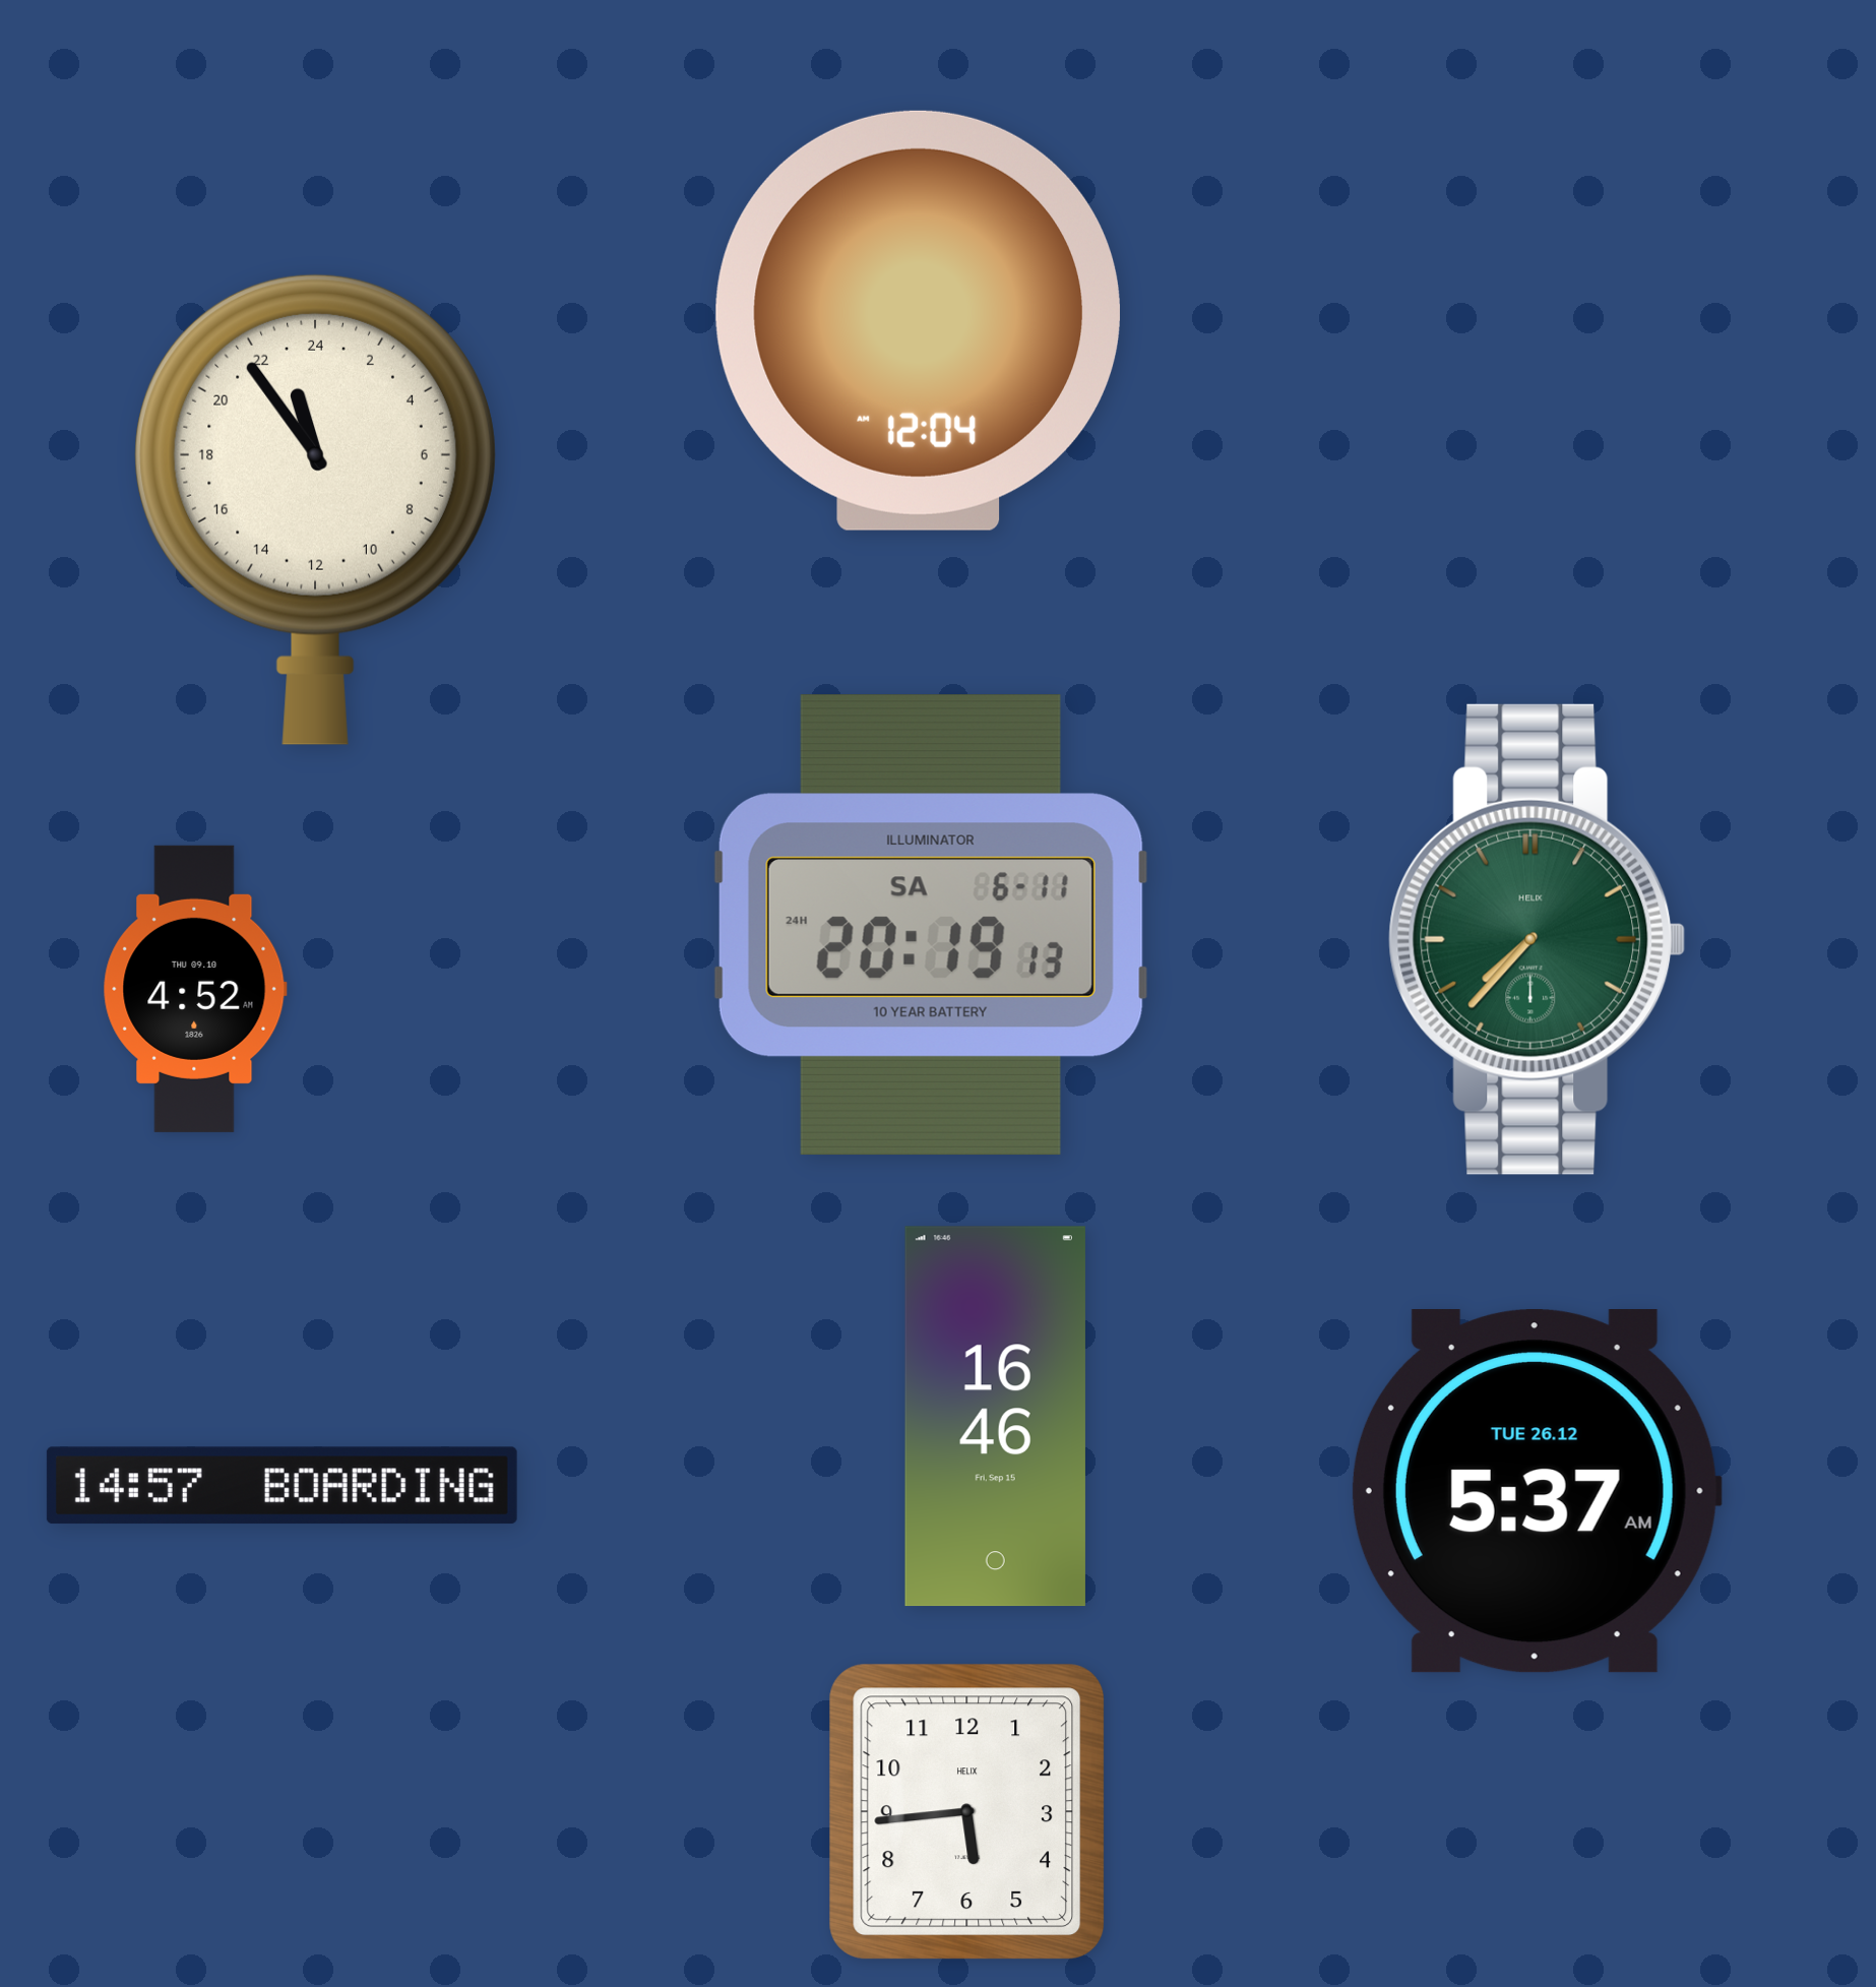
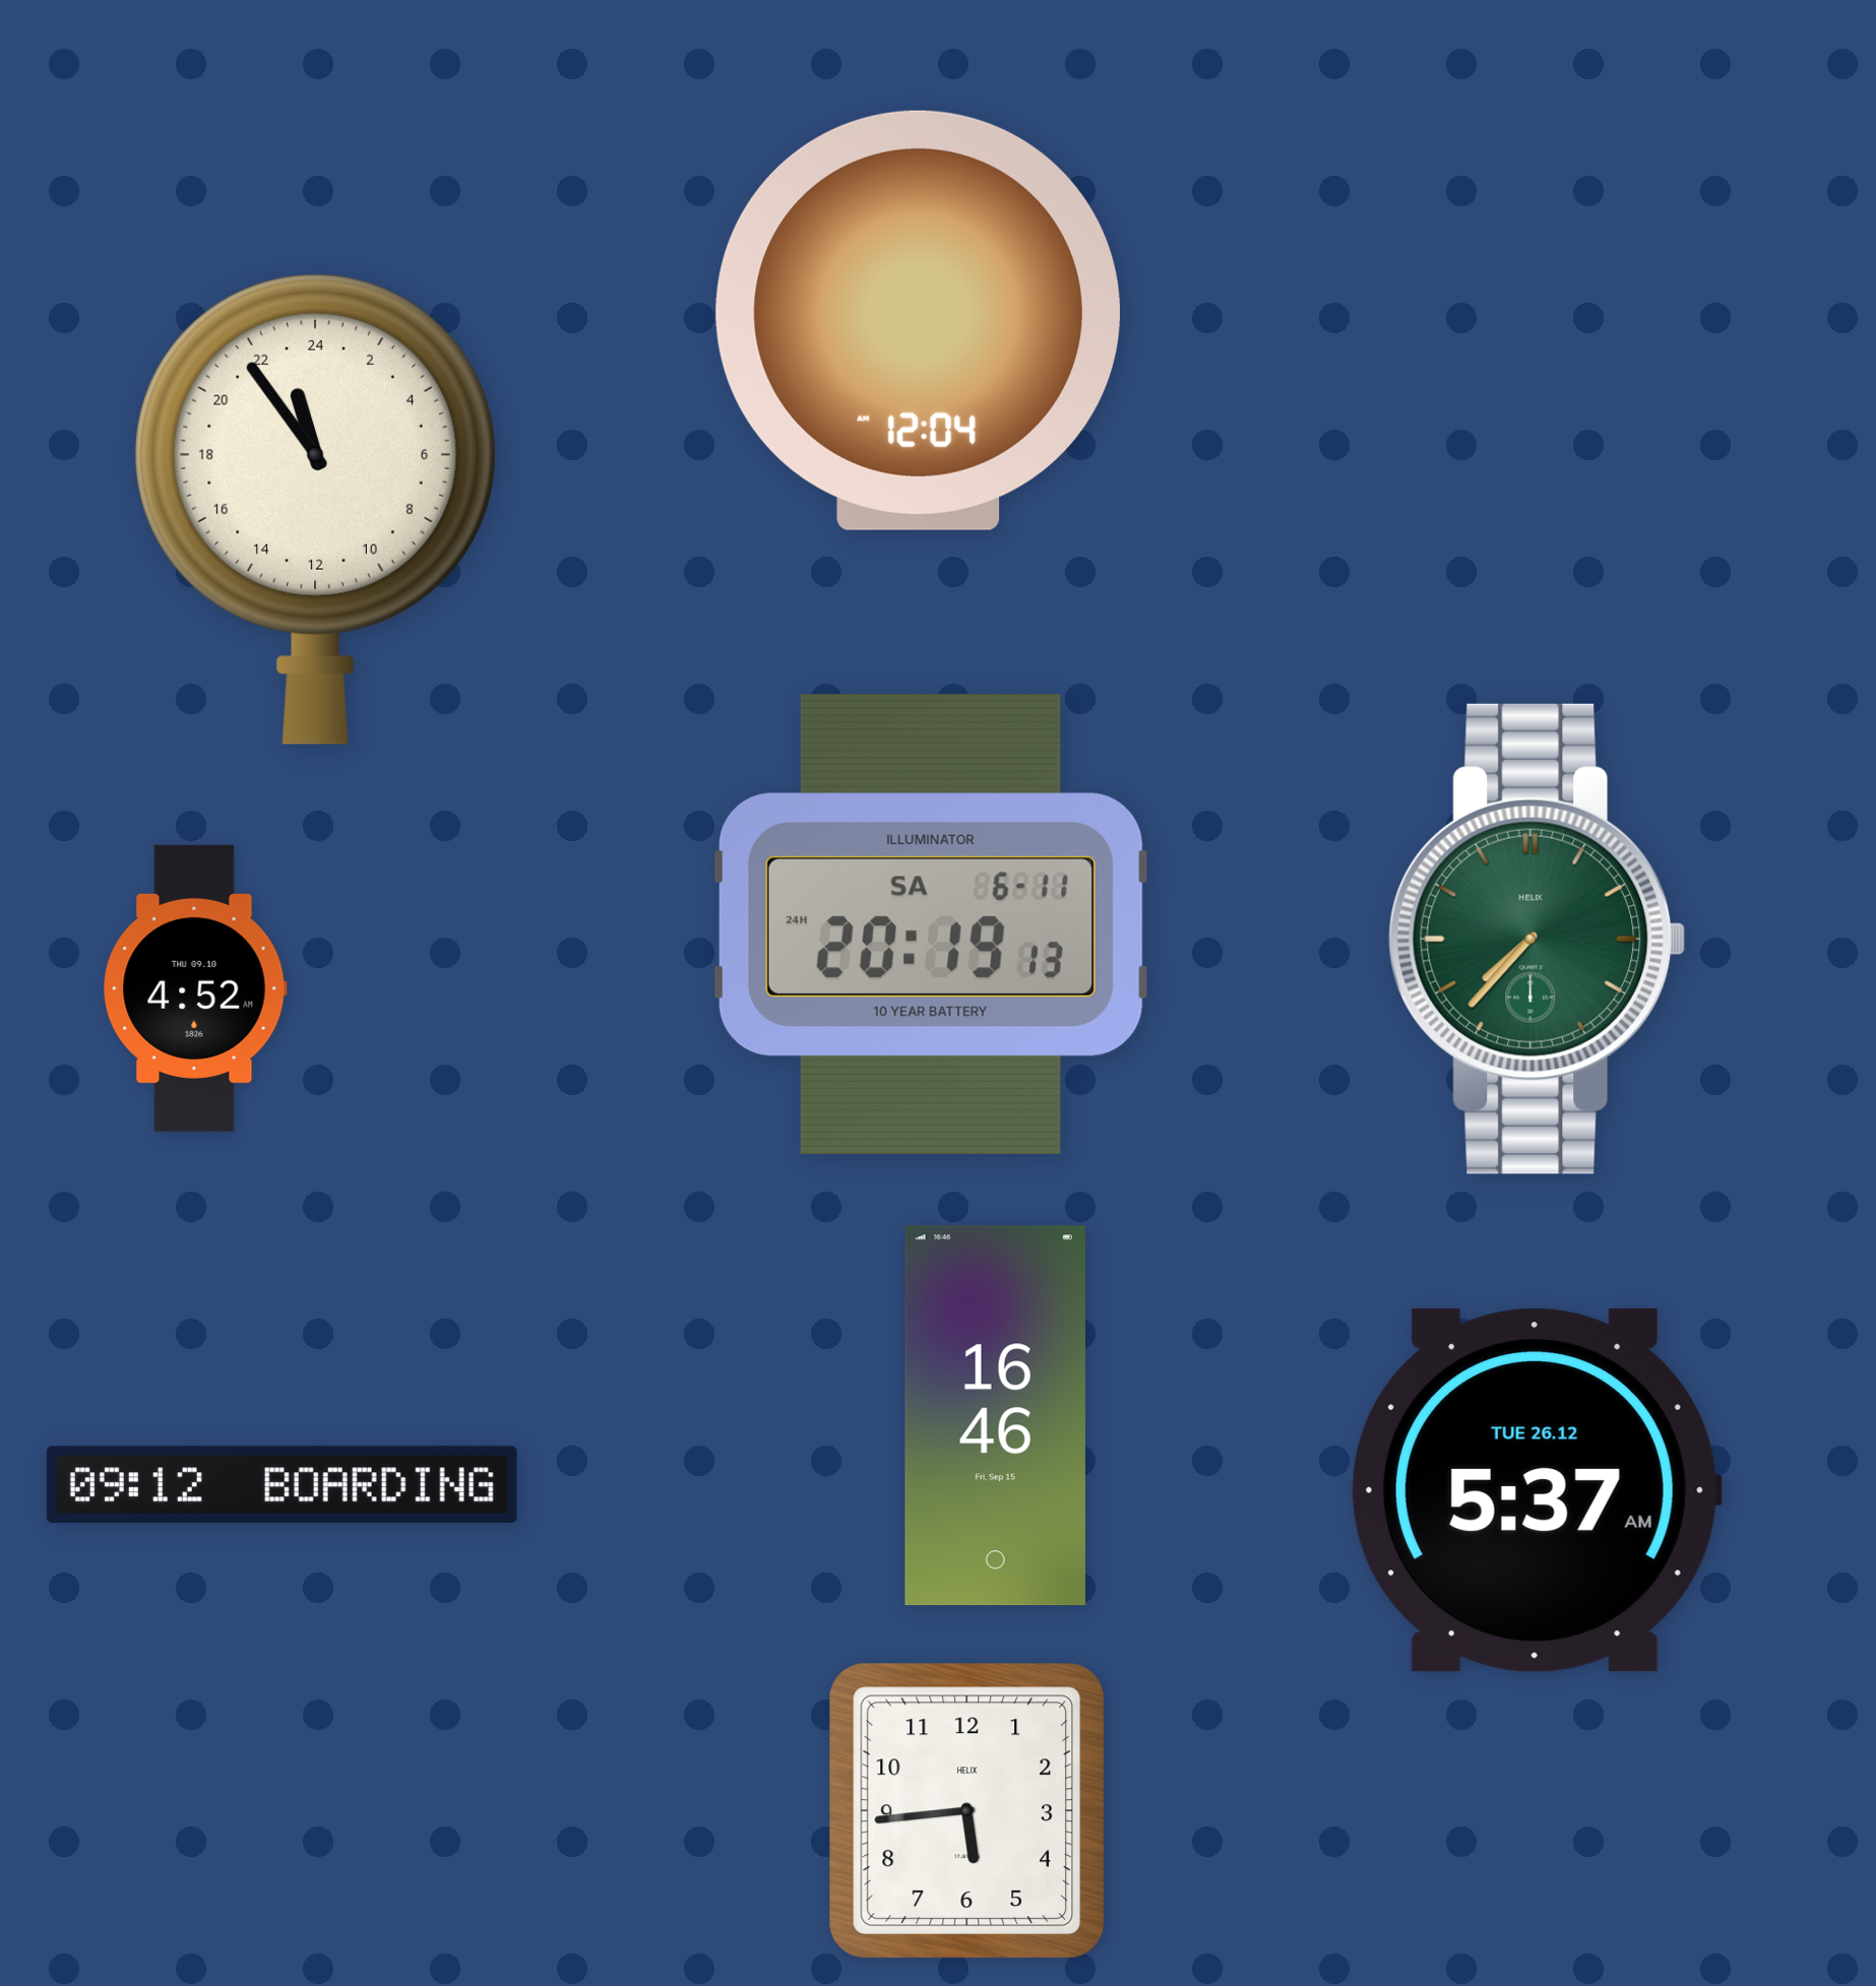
clock at (282, 1486): 14:57 -> 09:12
